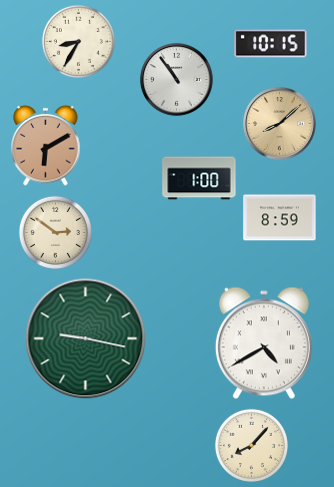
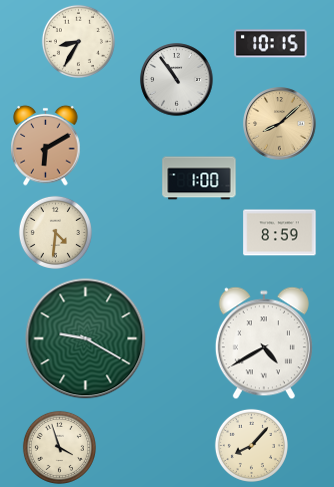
clock at (280, 218) position: (280, 218) -> (280, 233)
clock at (55, 232): 2:51 -> 4:31
clock at (86, 339): 9:17 -> 9:20
clock at (59, 447): none -> 3:57
